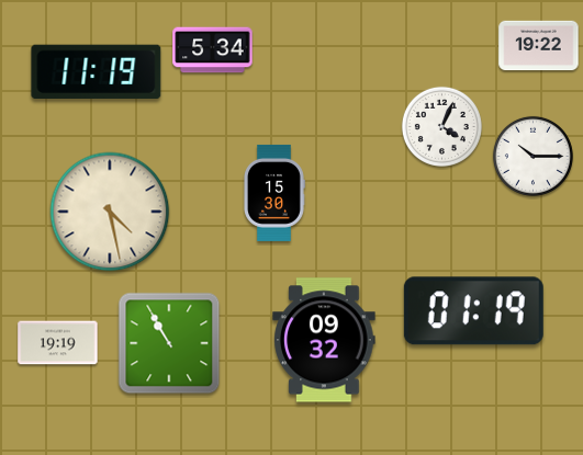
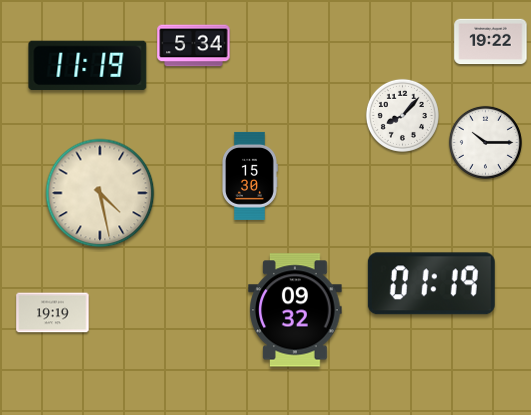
clock at (441, 126): 4:04 -> 8:07
clock at (169, 343): 10:55 -> none
